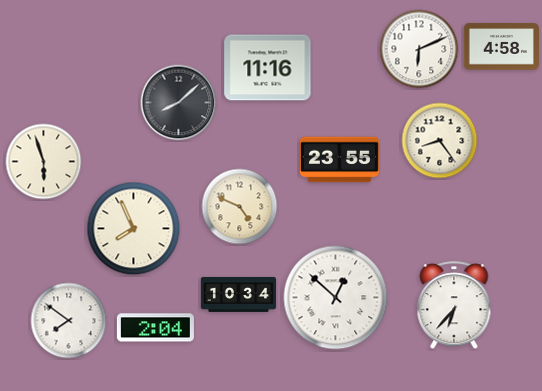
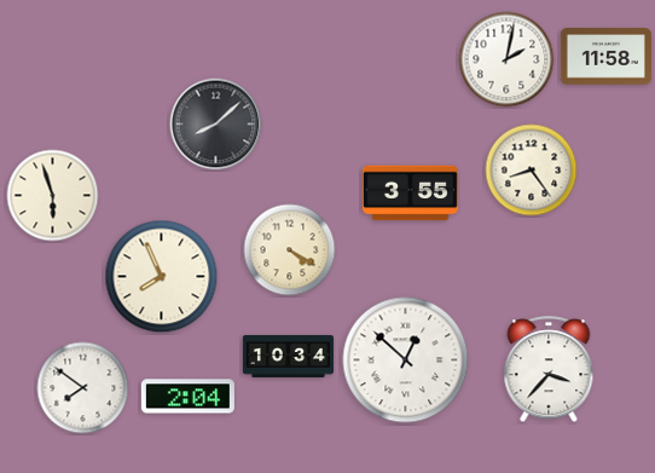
clock at (501, 47): 4:58 -> 11:58
clock at (419, 49): 6:11 -> 2:02
clock at (268, 68): 11:16 -> none
clock at (339, 160): 23:55 -> 3:55
clock at (240, 207): 4:49 -> 4:20
clock at (454, 306): 6:37 -> 3:37
